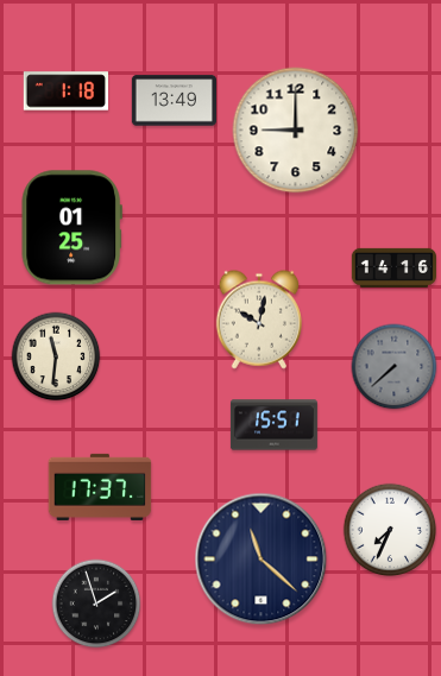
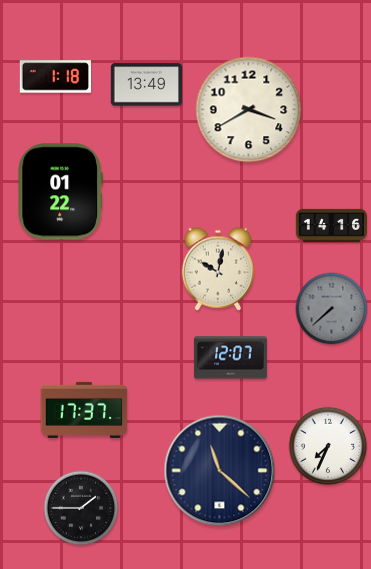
clock at (296, 131): 9:00 -> 3:40
clock at (71, 228): 01:25 -> 01:22
clock at (56, 356): 11:31 -> none
clock at (273, 425): 15:51 -> 12:07
clock at (96, 604): 1:57 -> 1:45
